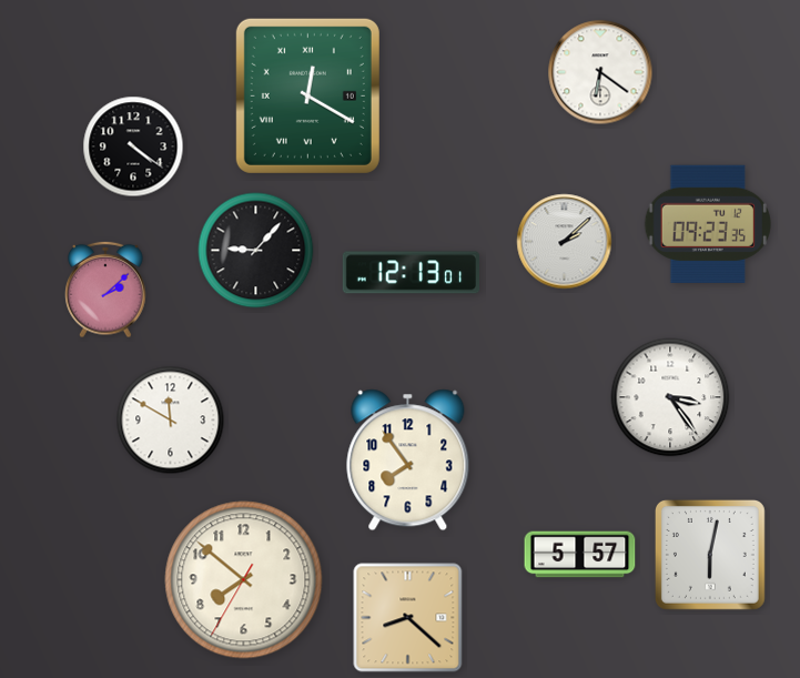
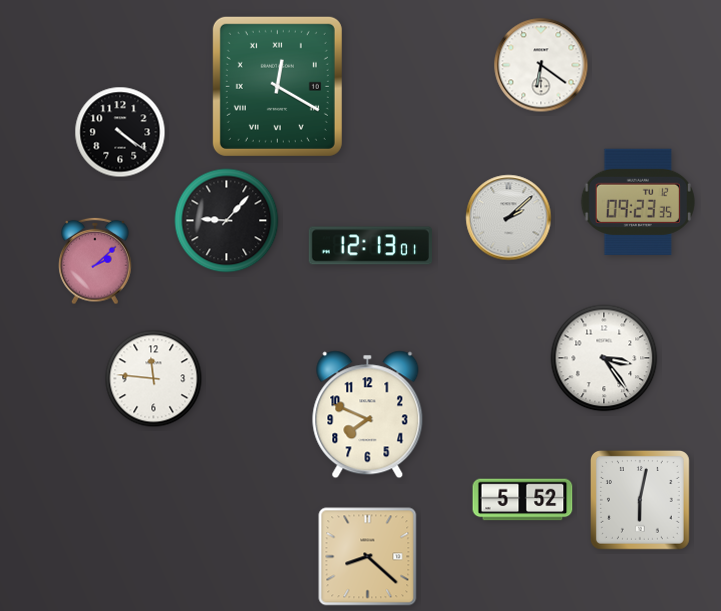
clock at (256, 251) position: (256, 251) -> (227, 221)
clock at (171, 421): 11:50 -> 11:46
clock at (408, 461): 7:54 -> 7:49
clock at (580, 555): 5:57 -> 5:52
clock at (244, 580): 7:51 -> none
